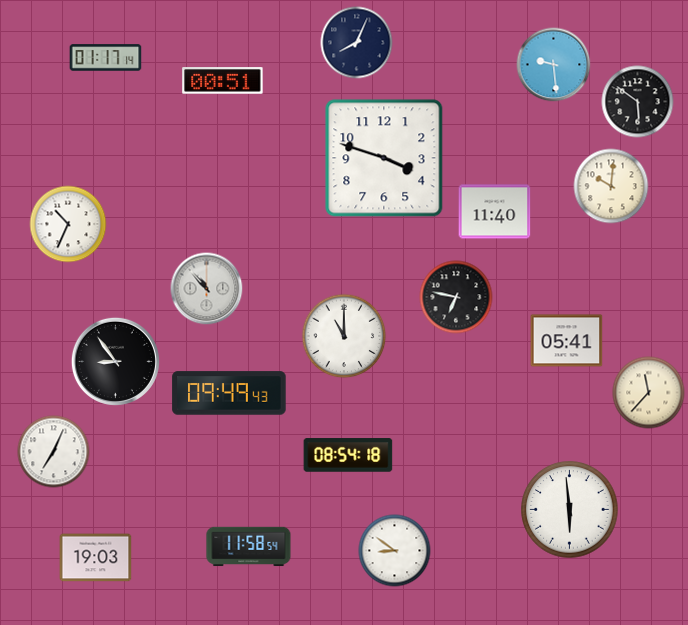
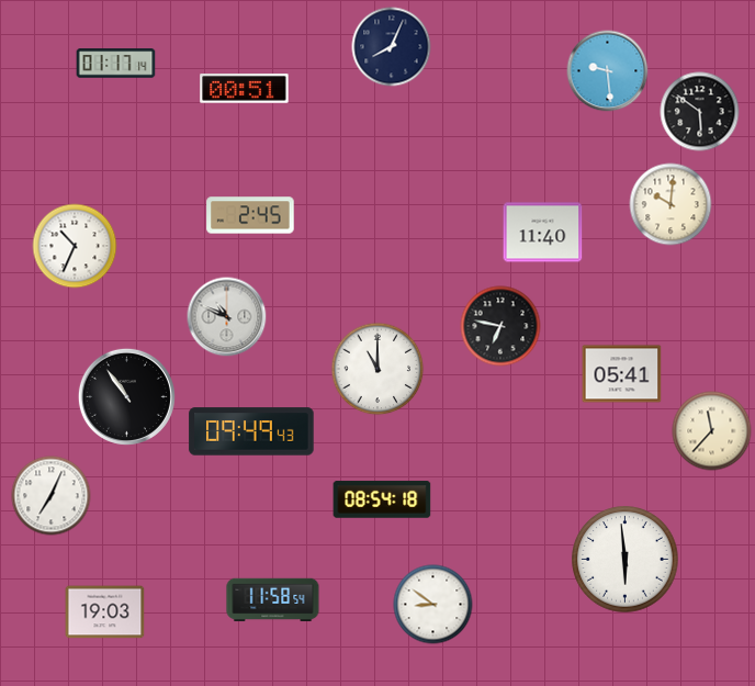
clock at (384, 158): 3:48 -> none
clock at (250, 215): none -> 2:45
clock at (207, 289): 10:53 -> 10:49
clock at (115, 361): 8:54 -> 10:54
clock at (54, 452) position: (54, 452) -> (52, 496)
